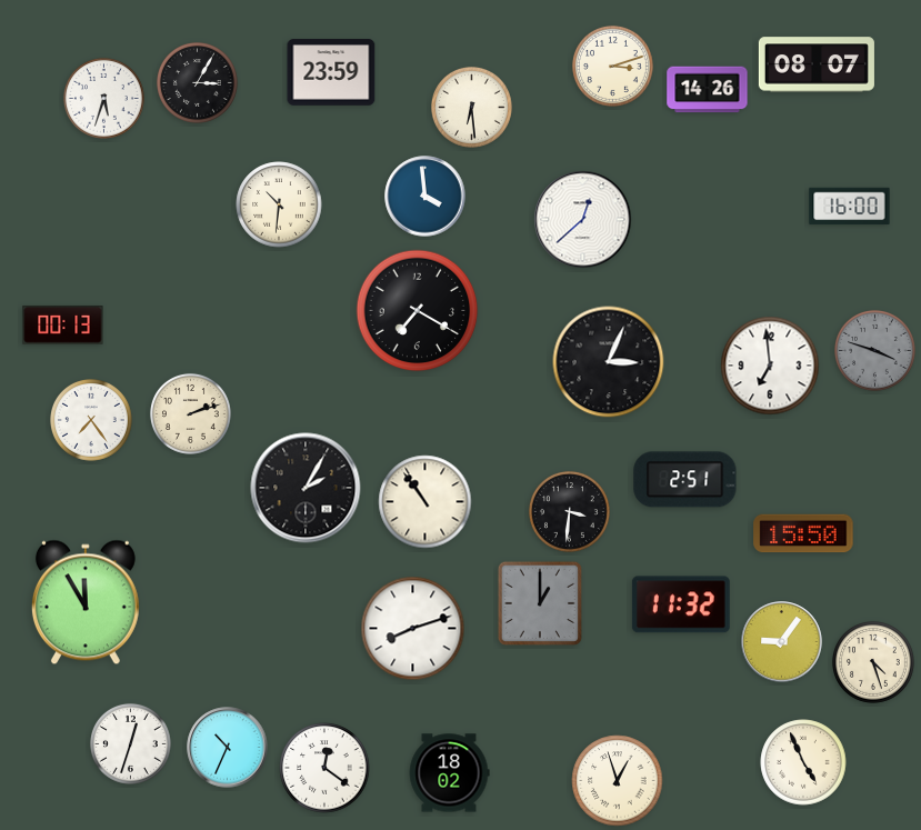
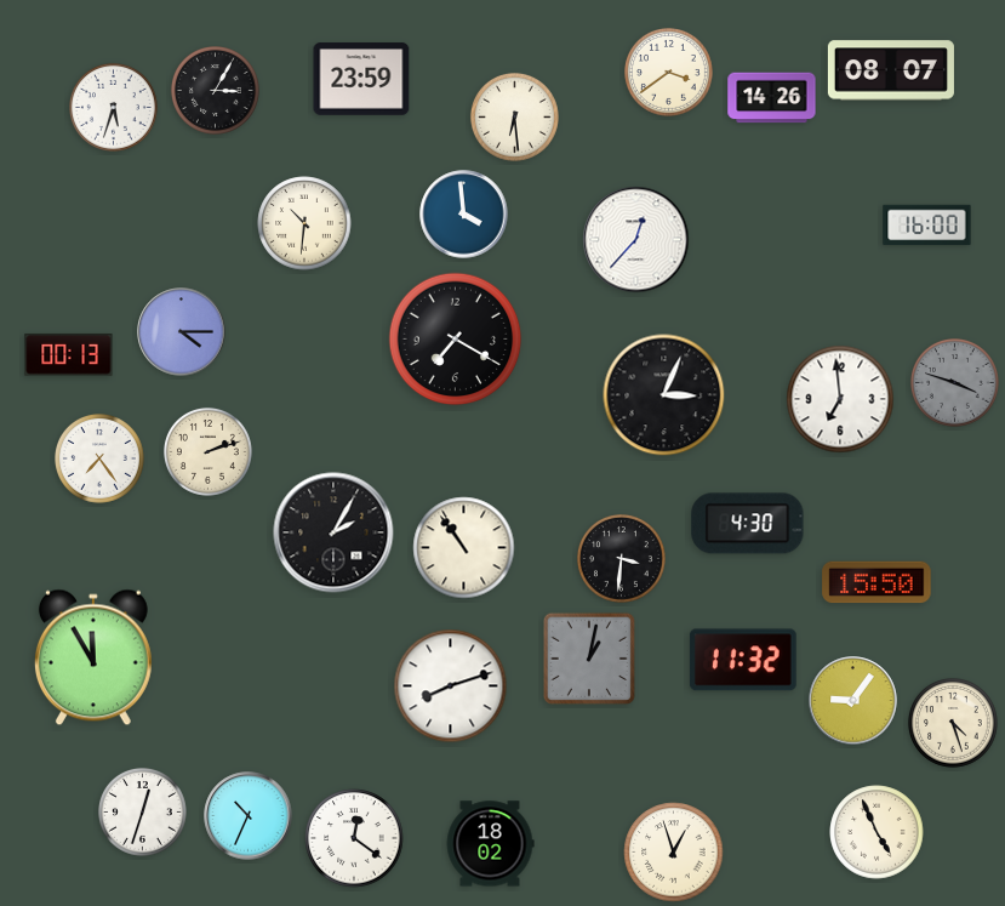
clock at (612, 66): 3:12 -> 3:39
clock at (583, 220): 12:38 -> 12:37
clock at (182, 332): none -> 4:15
clock at (685, 480): 2:51 -> 4:30
clock at (540, 603): 1:00 -> 1:02
